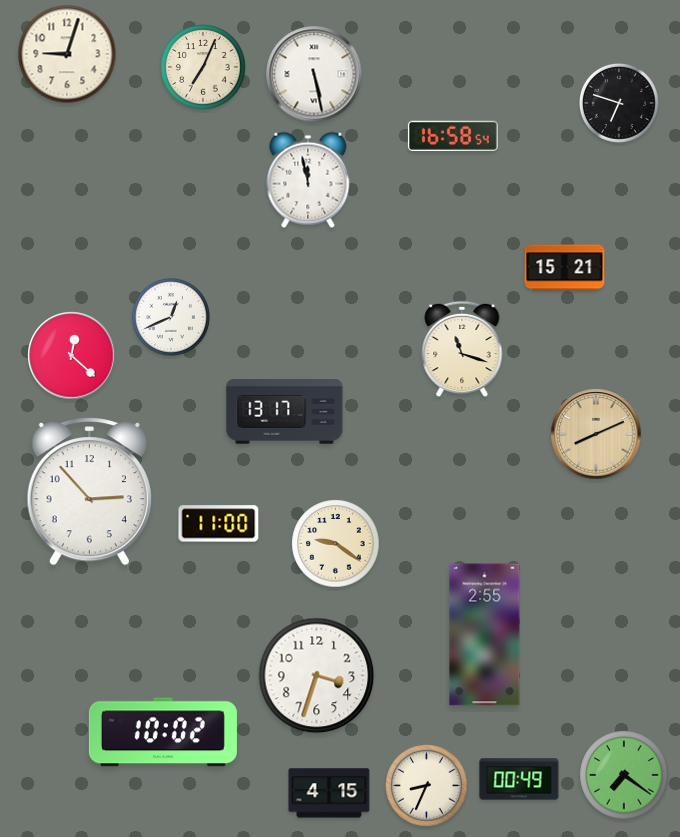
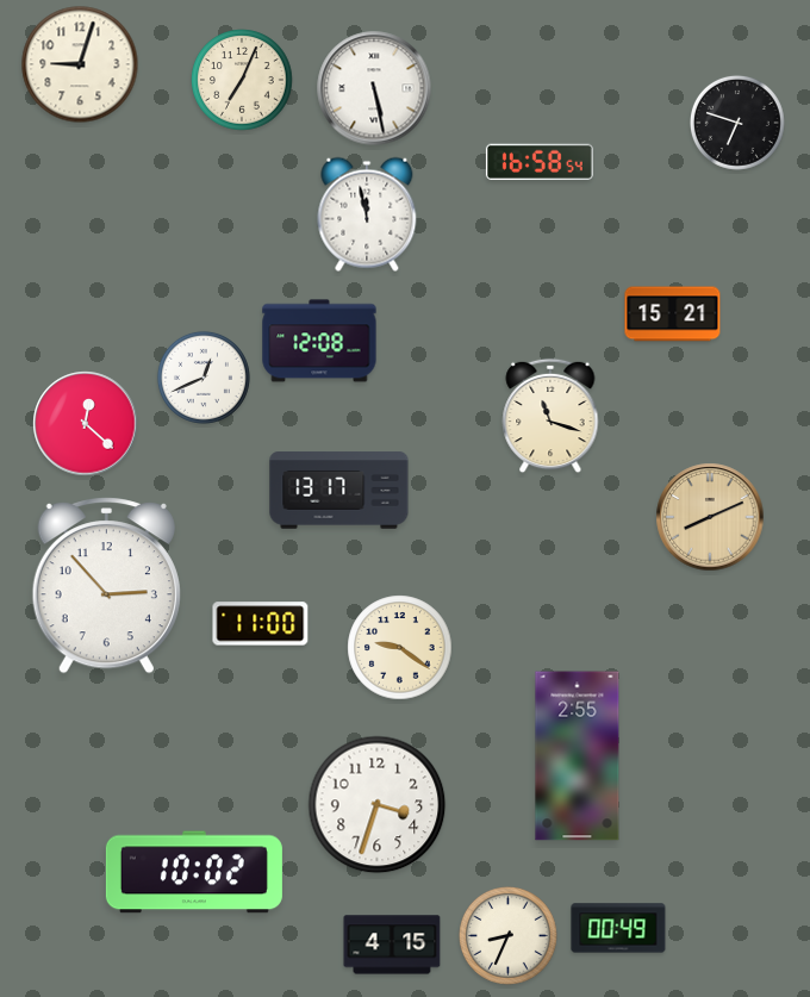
clock at (565, 268) position: (565, 268) -> (673, 314)
clock at (319, 341): none -> 12:08
clock at (624, 775): 7:21 -> none
